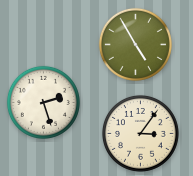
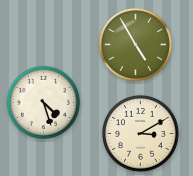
clock at (43, 102): 2:27 -> 4:27
clock at (140, 133): 3:06 -> 3:10
